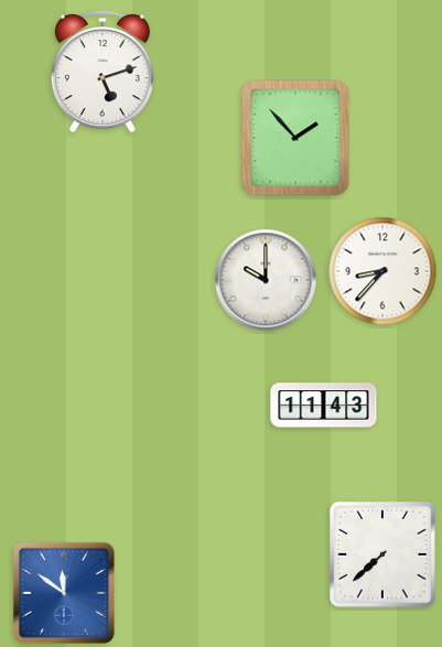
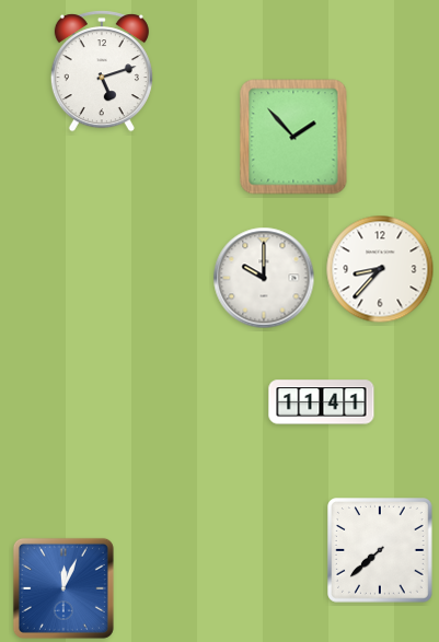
clock at (324, 406): 11:43 -> 11:41
clock at (64, 593): 11:51 -> 12:04
